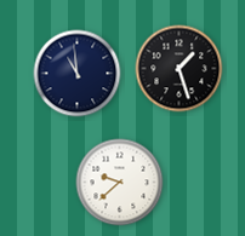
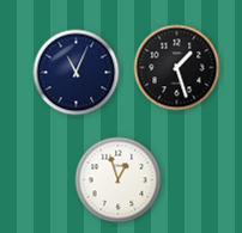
clock at (78, 74): 10:59 -> 11:04
clock at (120, 183): 9:38 -> 12:57
